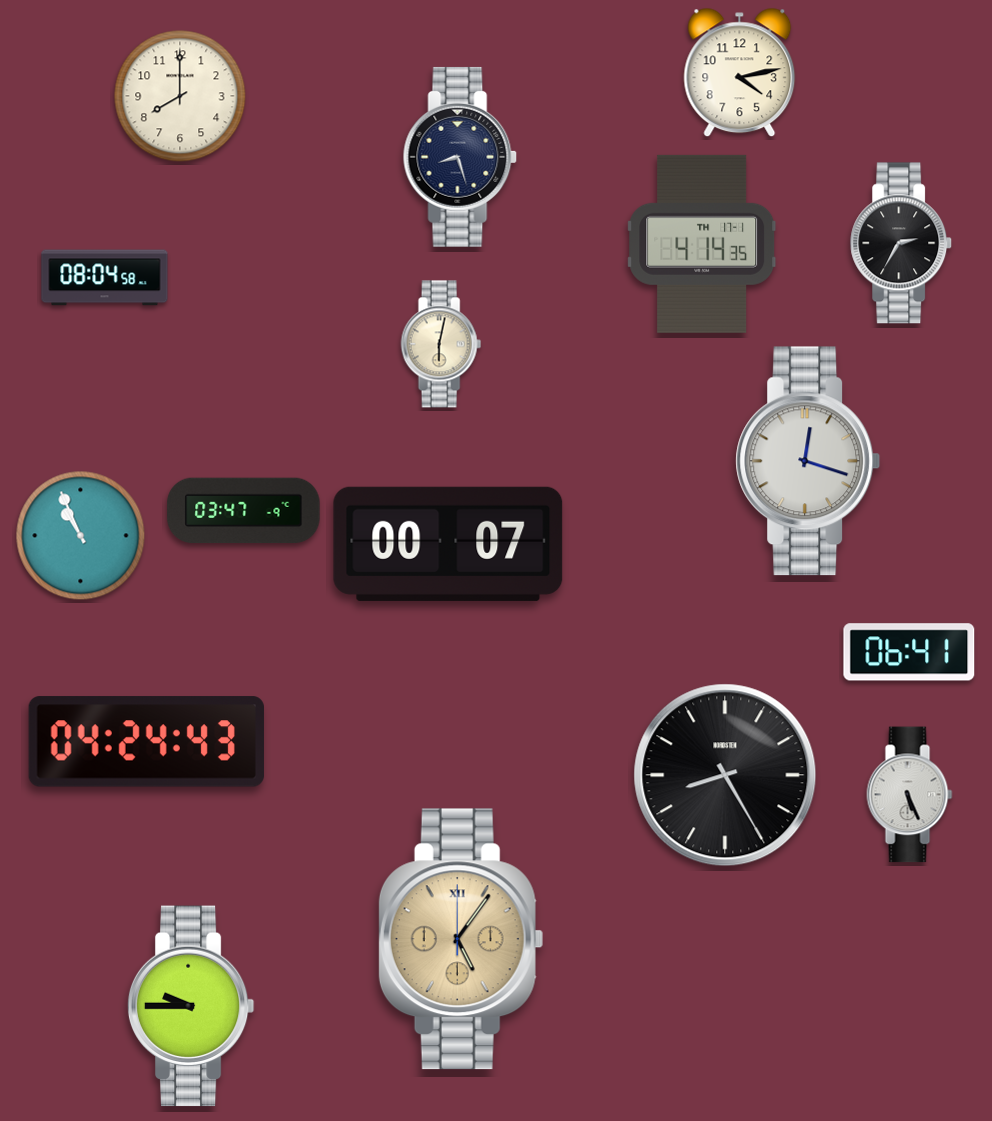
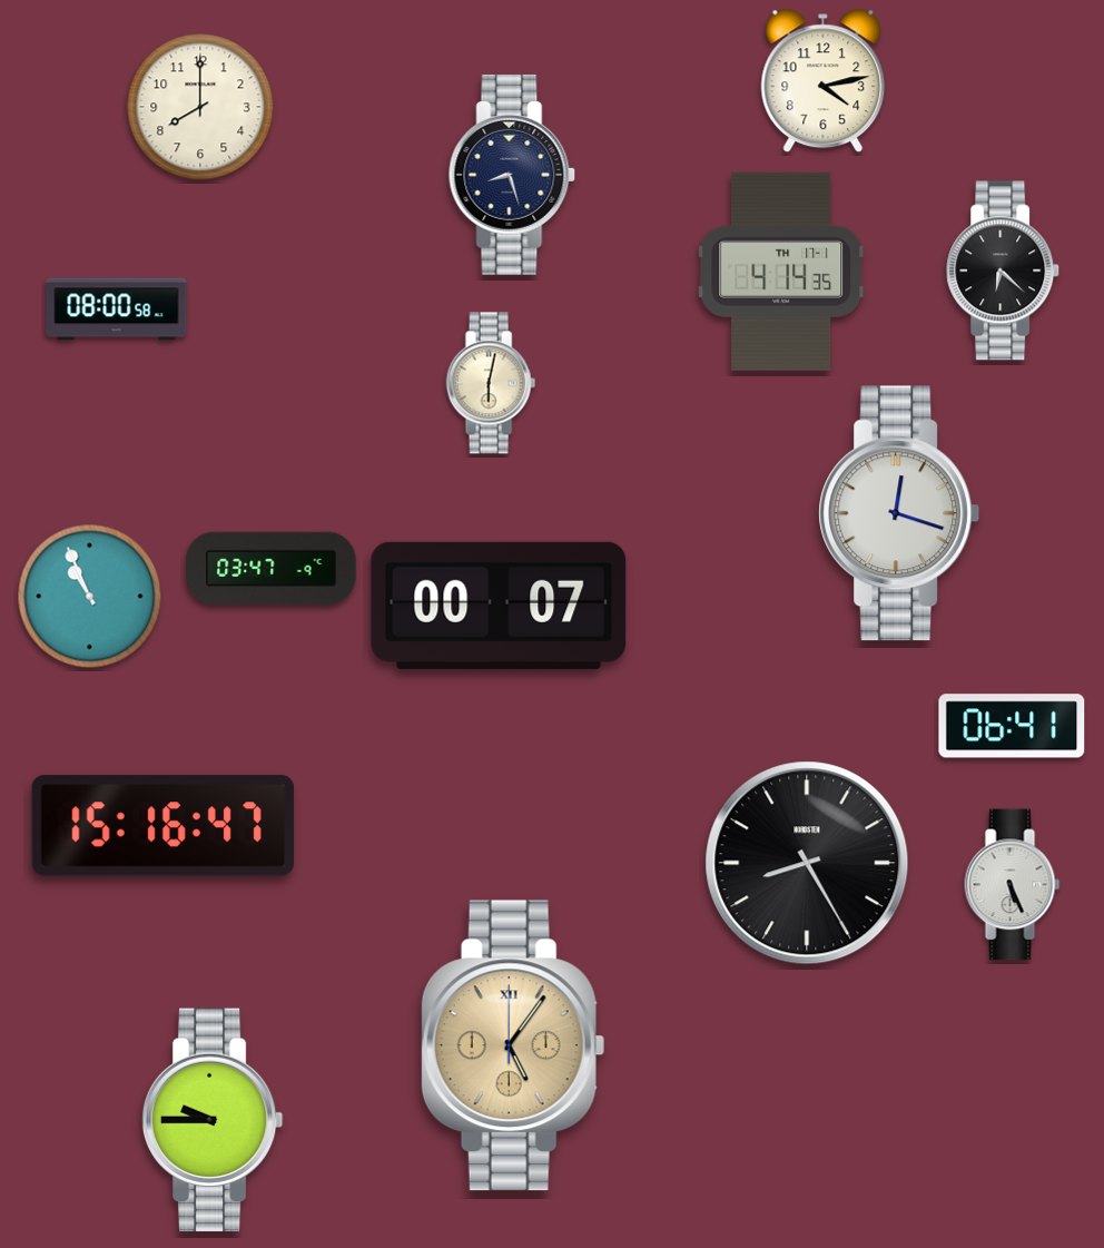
clock at (902, 243): 2:35 -> 6:22
clock at (105, 278): 08:04 -> 08:00
clock at (146, 742): 04:24 -> 15:16
